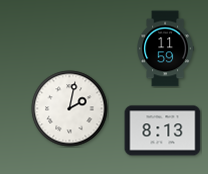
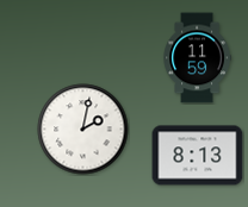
clock at (163, 131) position: (163, 131) -> (198, 156)
